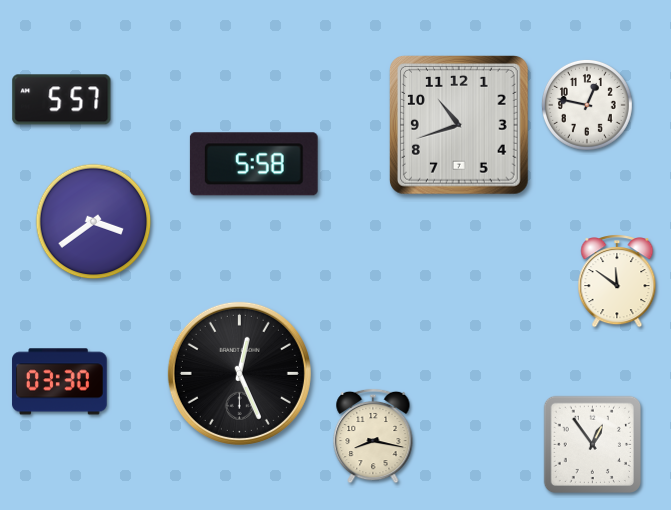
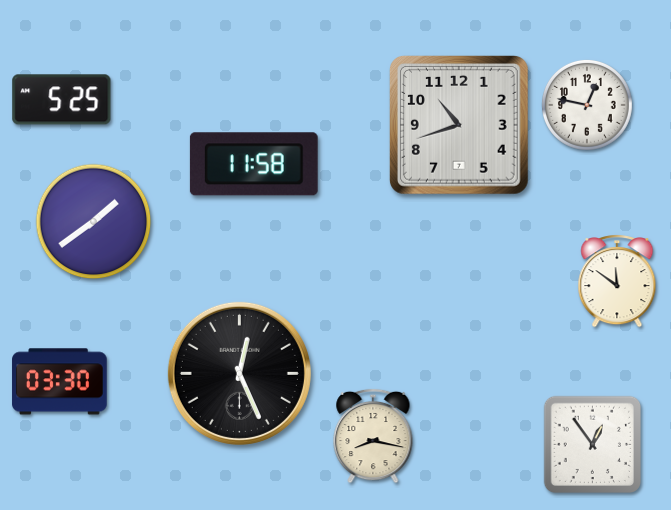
clock at (62, 100): 5:57 -> 5:25
clock at (254, 164): 5:58 -> 11:58
clock at (94, 222): 3:39 -> 1:39
